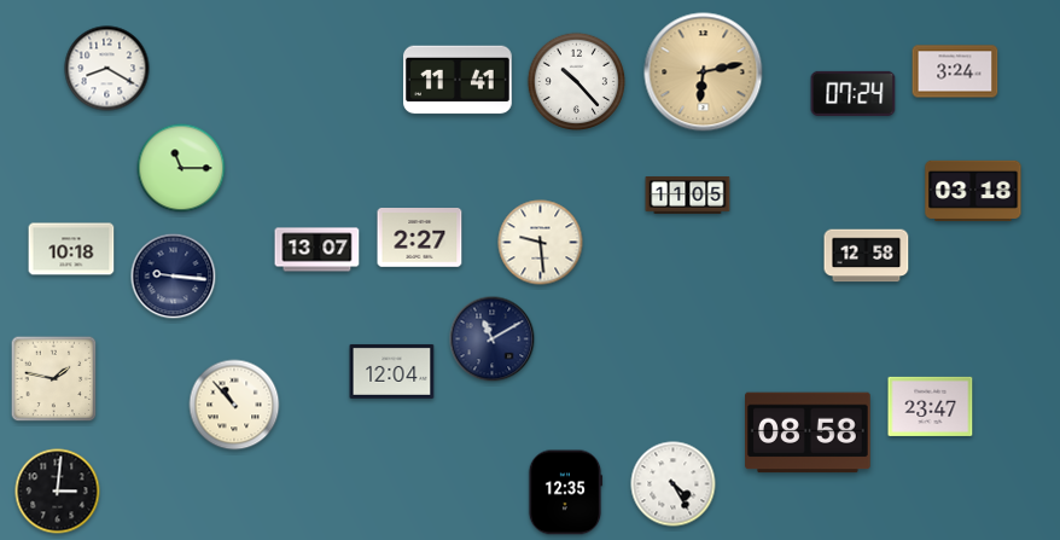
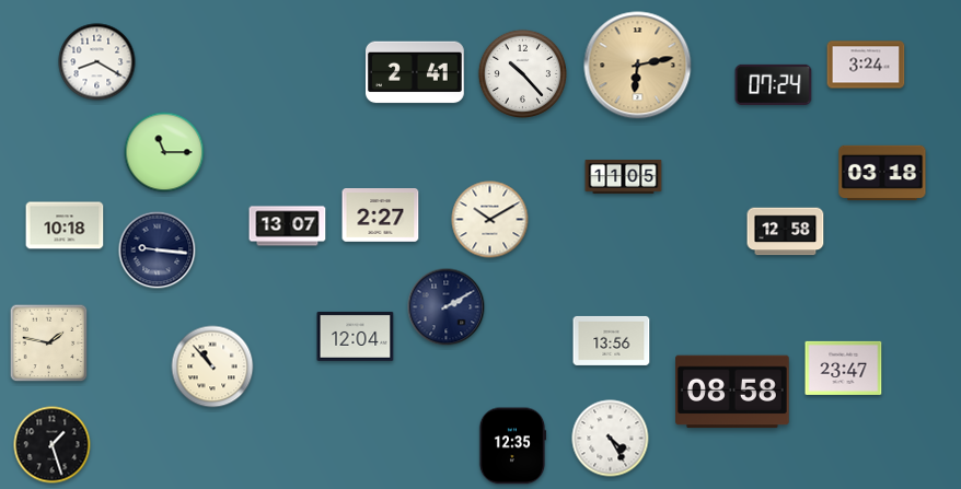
clock at (459, 80): 11:41 -> 2:41
clock at (541, 243): 9:29 -> 10:10
clock at (493, 339): 11:10 -> 2:10
clock at (612, 340): none -> 13:56
clock at (58, 492): 3:01 -> 1:27
